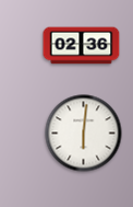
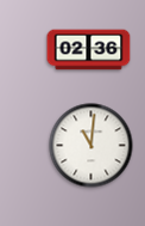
clock at (84, 134): 6:01 -> 11:01
